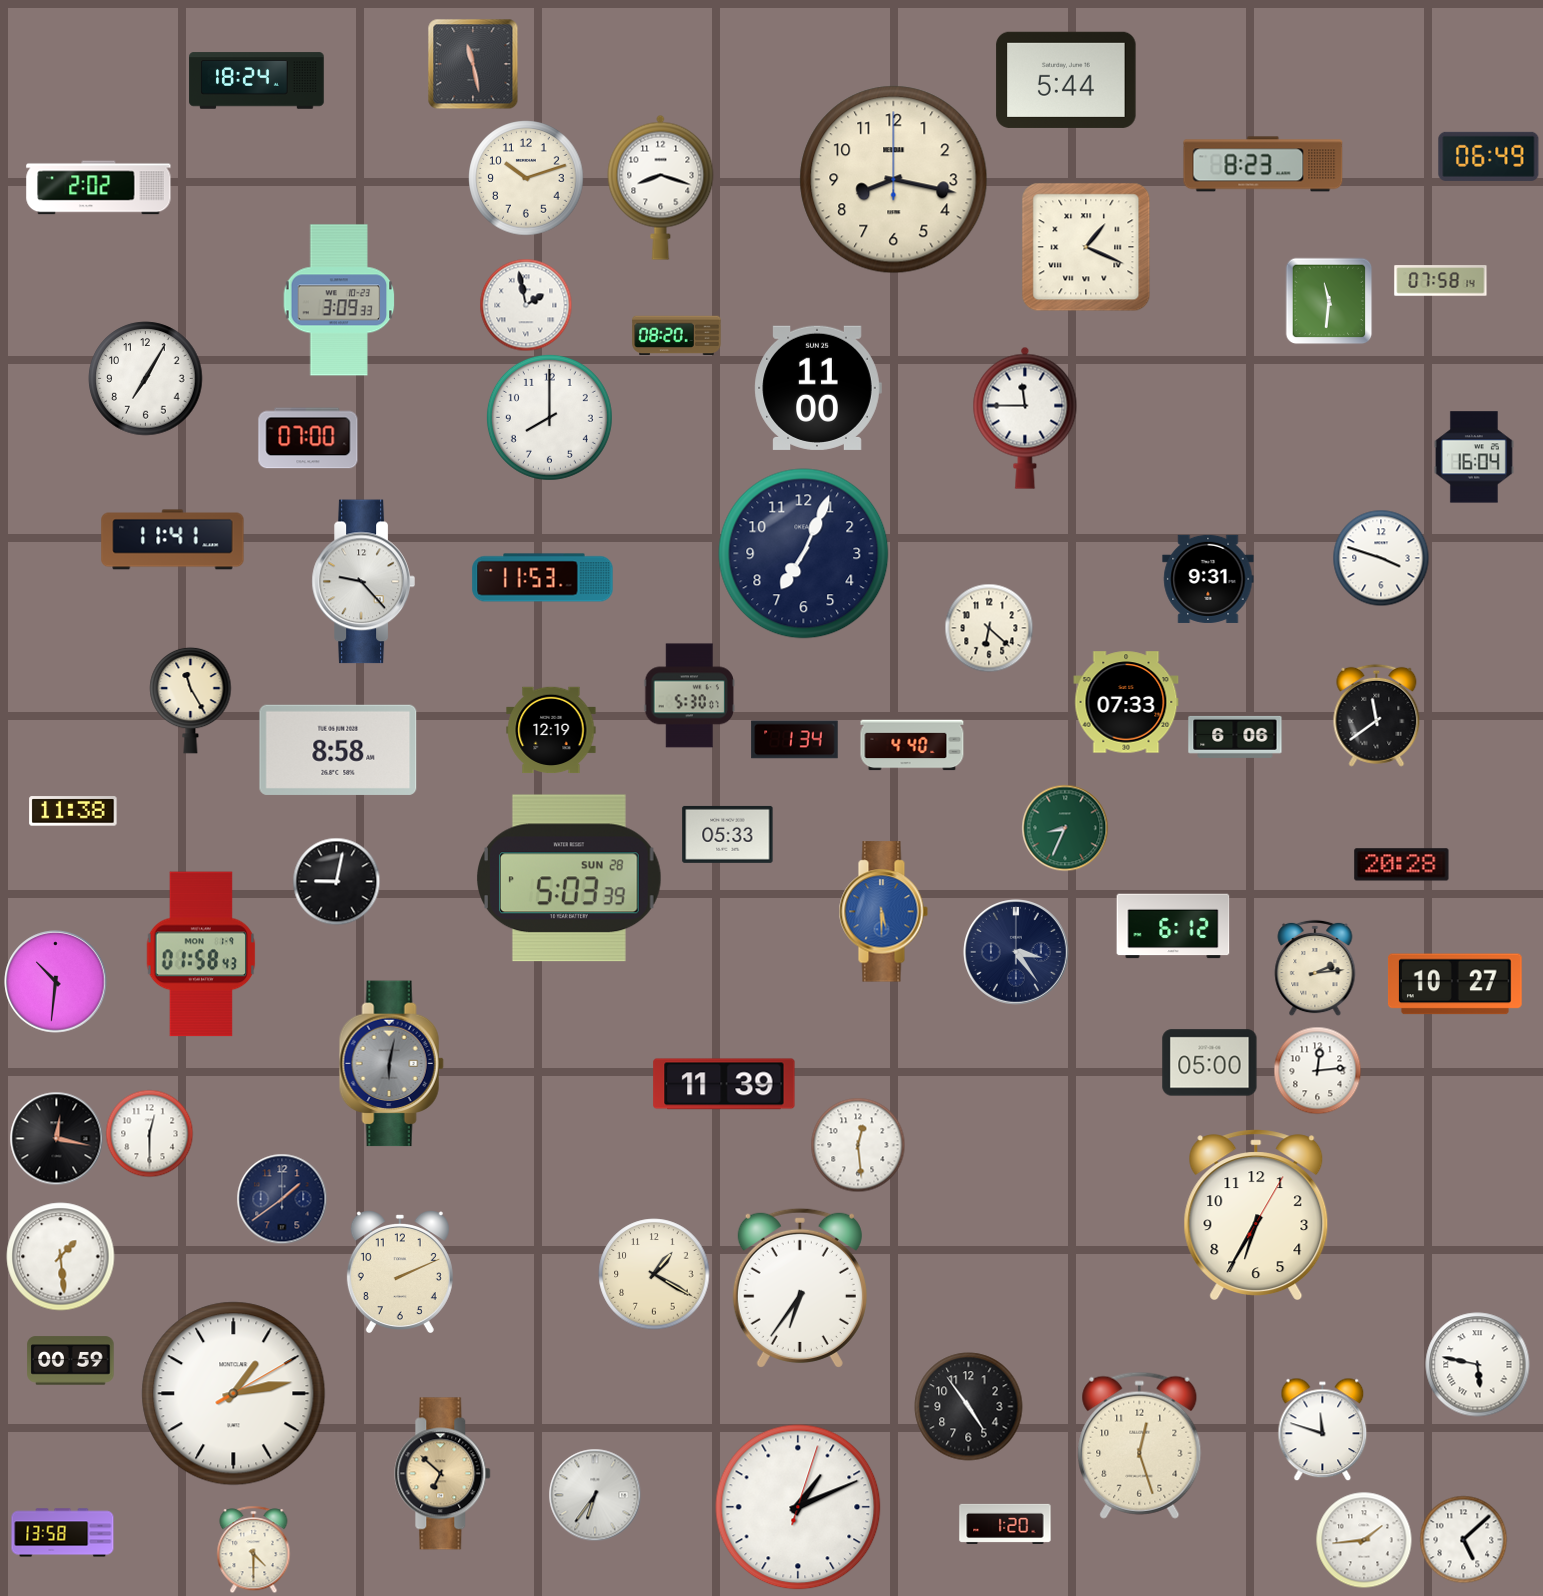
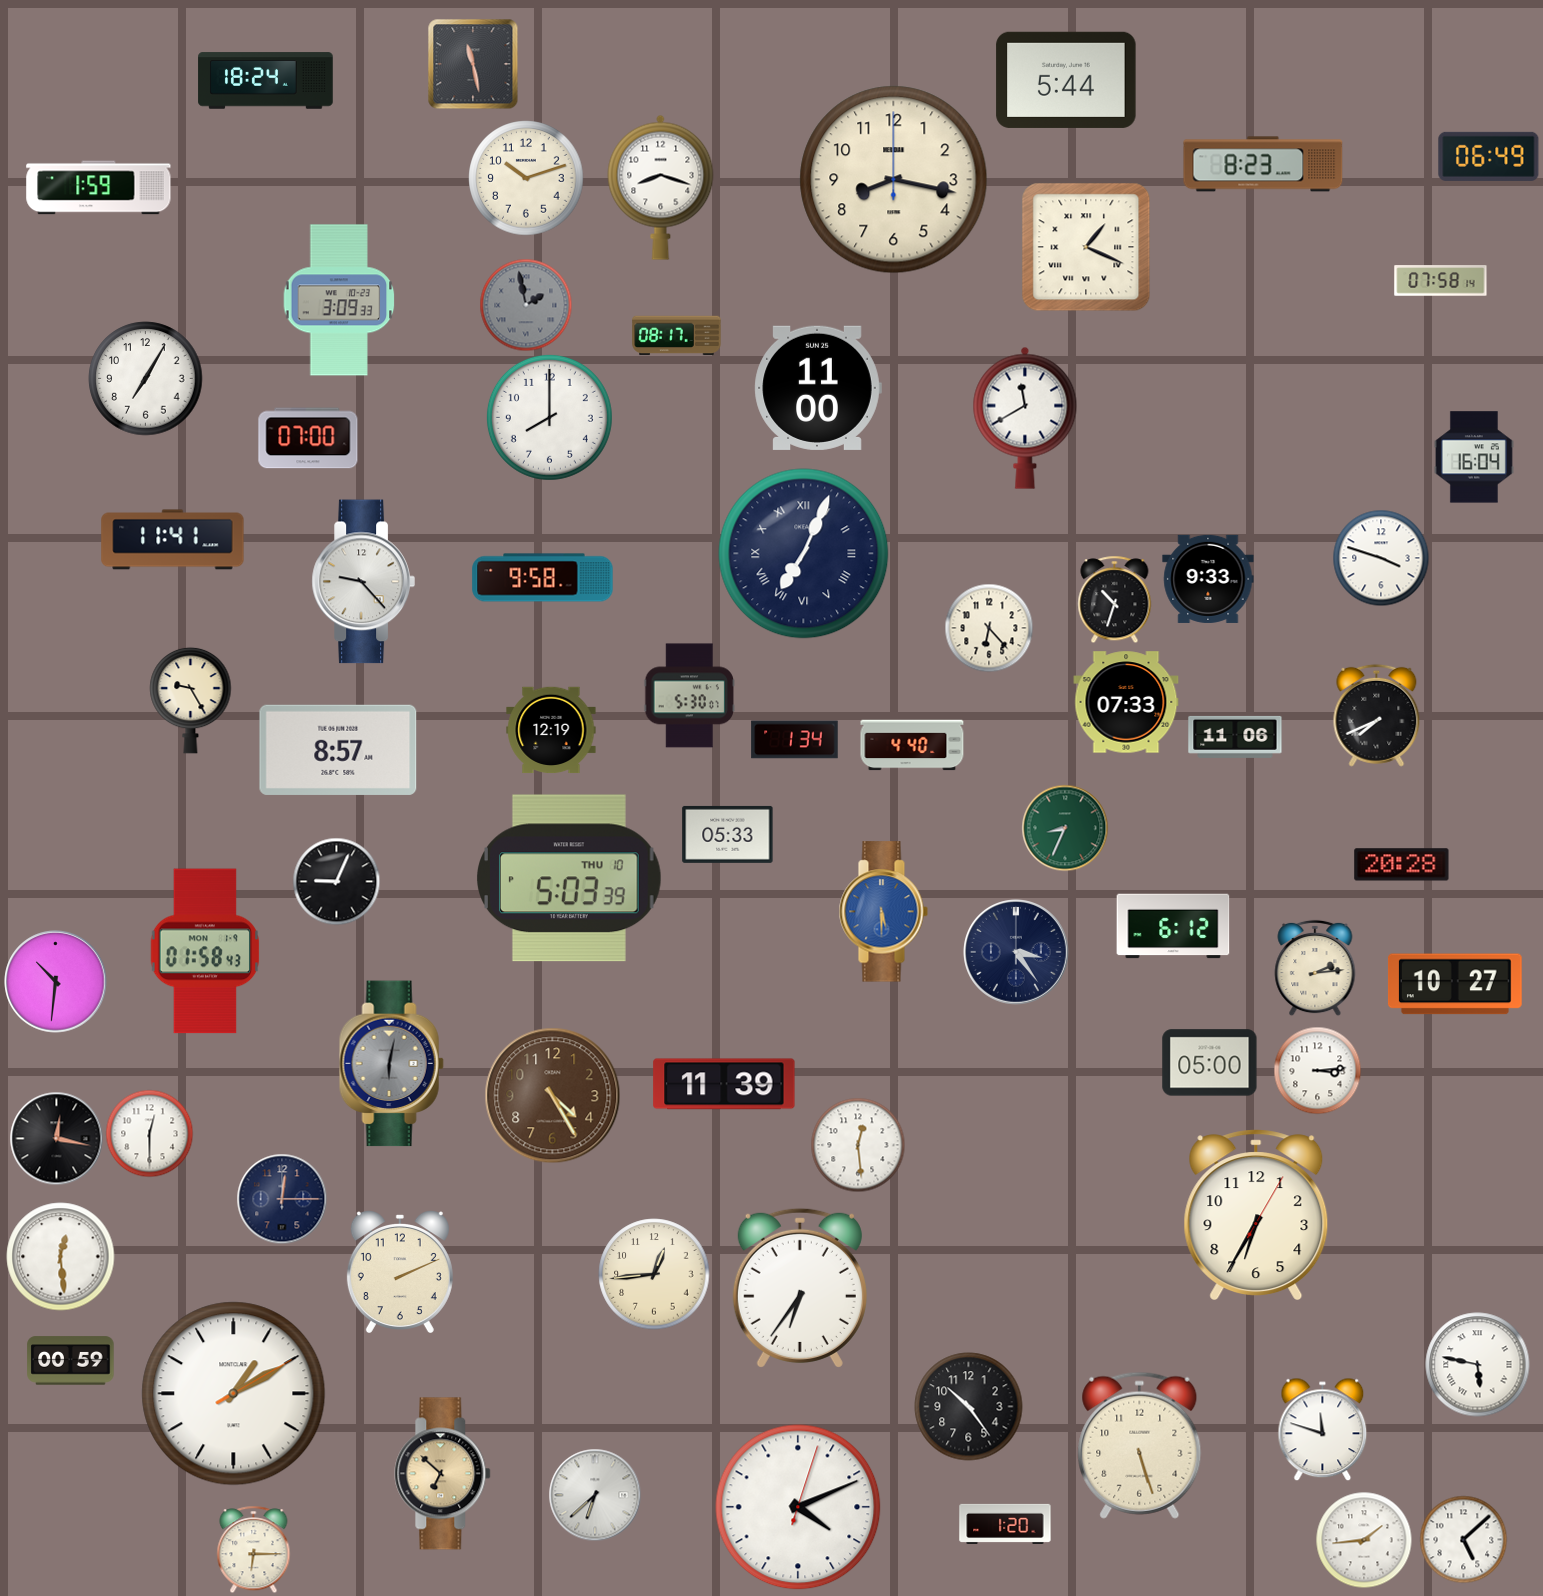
clock at (257, 81) position: (257, 81) -> (266, 81)
clock at (99, 188): 2:02 -> 1:59
clock at (1329, 301): 11:31 -> none
clock at (526, 305) dial: white -> grey
clock at (677, 336): 08:20 -> 08:17
clock at (1025, 418): 11:45 -> 11:40
clock at (804, 554) numerals: Arabic -> Roman
clock at (543, 578): 11:53 -> 9:58
clock at (1208, 579): 9:31 -> 9:33
clock at (1115, 599): none -> 10:33
clock at (989, 628): 6:22 -> 6:23
clock at (191, 700): 11:25 -> 9:25
clock at (1377, 715): 11:39 -> 7:41
clock at (1235, 737): 6:06 -> 11:06
clock at (338, 750): 8:58 -> 8:57
clock at (73, 811): 11:38 -> none
clock at (570, 878) date: SUN 28 -> THU 10
clock at (336, 881): 9:02 -> 9:04
clock at (201, 954) position: (201, 954) -> (205, 951)
clock at (1317, 1070): 12:14 -> 3:14
clock at (553, 1096): none -> 4:25
clock at (282, 1199): 1:39 -> 12:15
clock at (61, 1257): 1:29 -> 12:29
clock at (654, 1274): 1:20 -> 12:44
clock at (234, 1394): 1:13 -> 1:10
clock at (969, 1407): 4:54 -> 10:24
clock at (1140, 1445): 12:27 -> 5:27
clock at (595, 1495): 6:36 -> 6:38
clock at (798, 1507): 1:11 -> 4:11
clock at (63, 1533): 13:58 -> none
clock at (254, 1549): 4:30 -> 6:15
